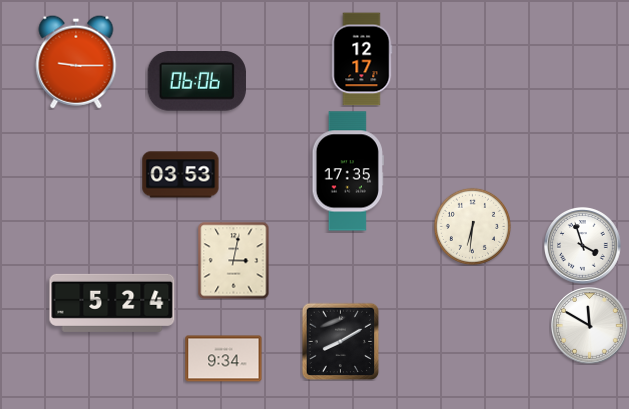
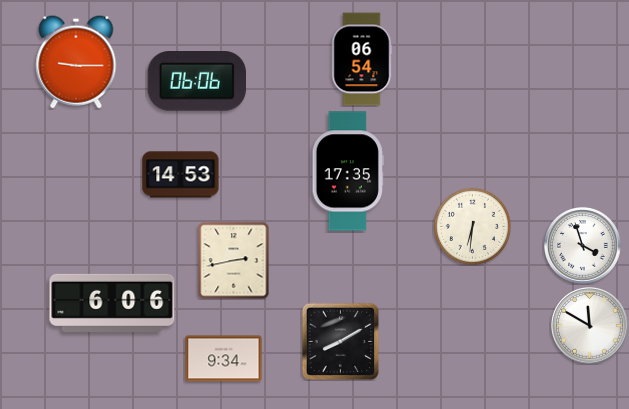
clock at (362, 59): 12:17 -> 06:54
clock at (181, 175): 03:53 -> 14:53
clock at (234, 260): 3:02 -> 2:43
clock at (112, 303): 5:24 -> 6:06
